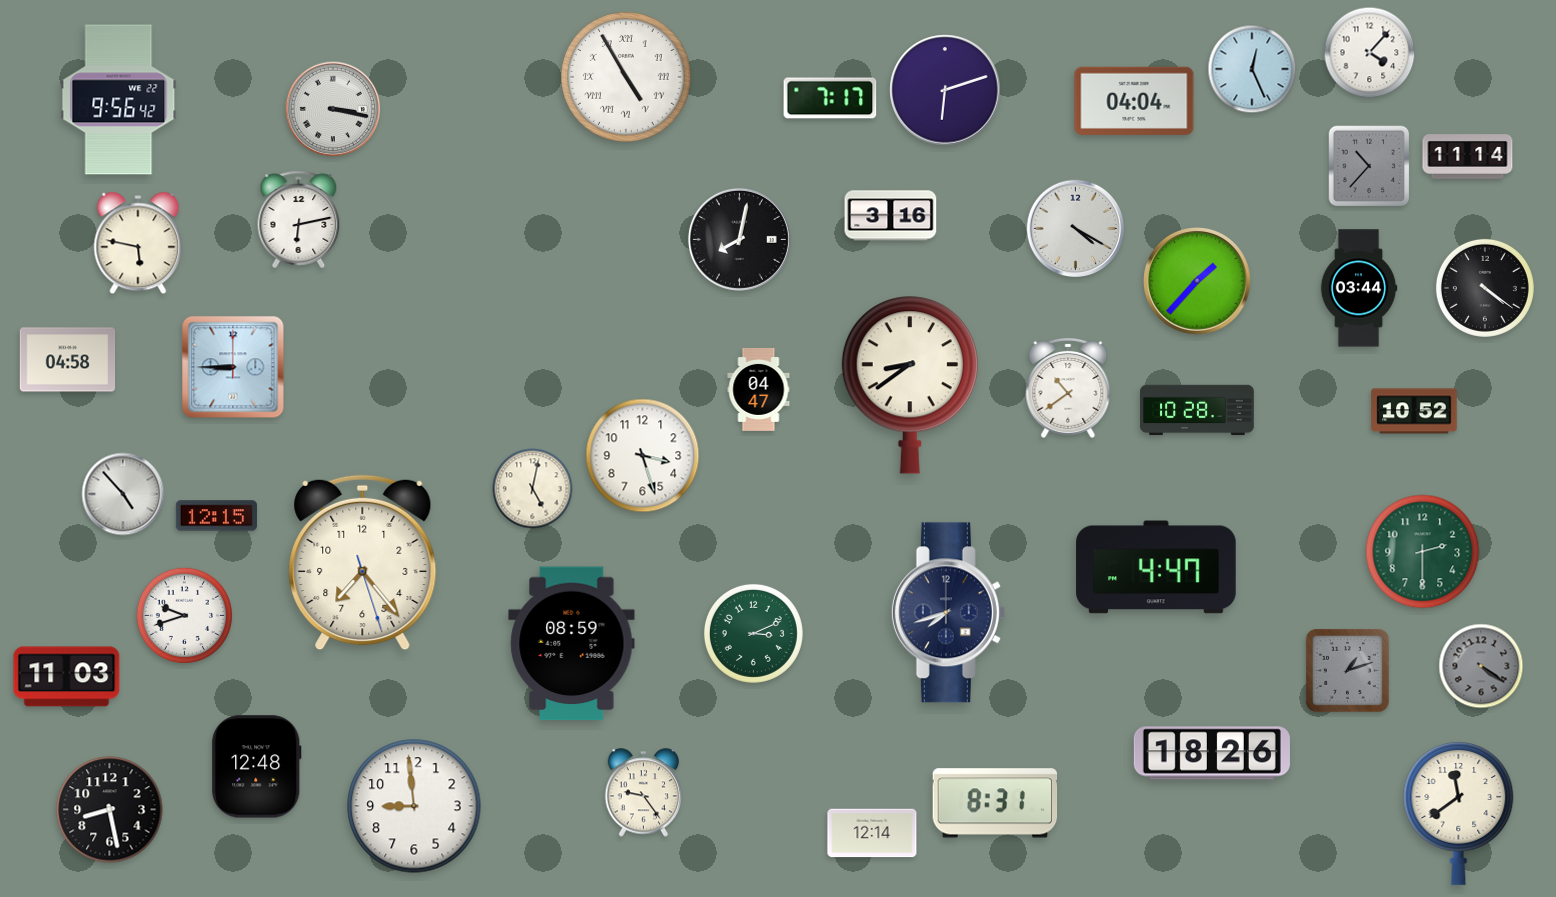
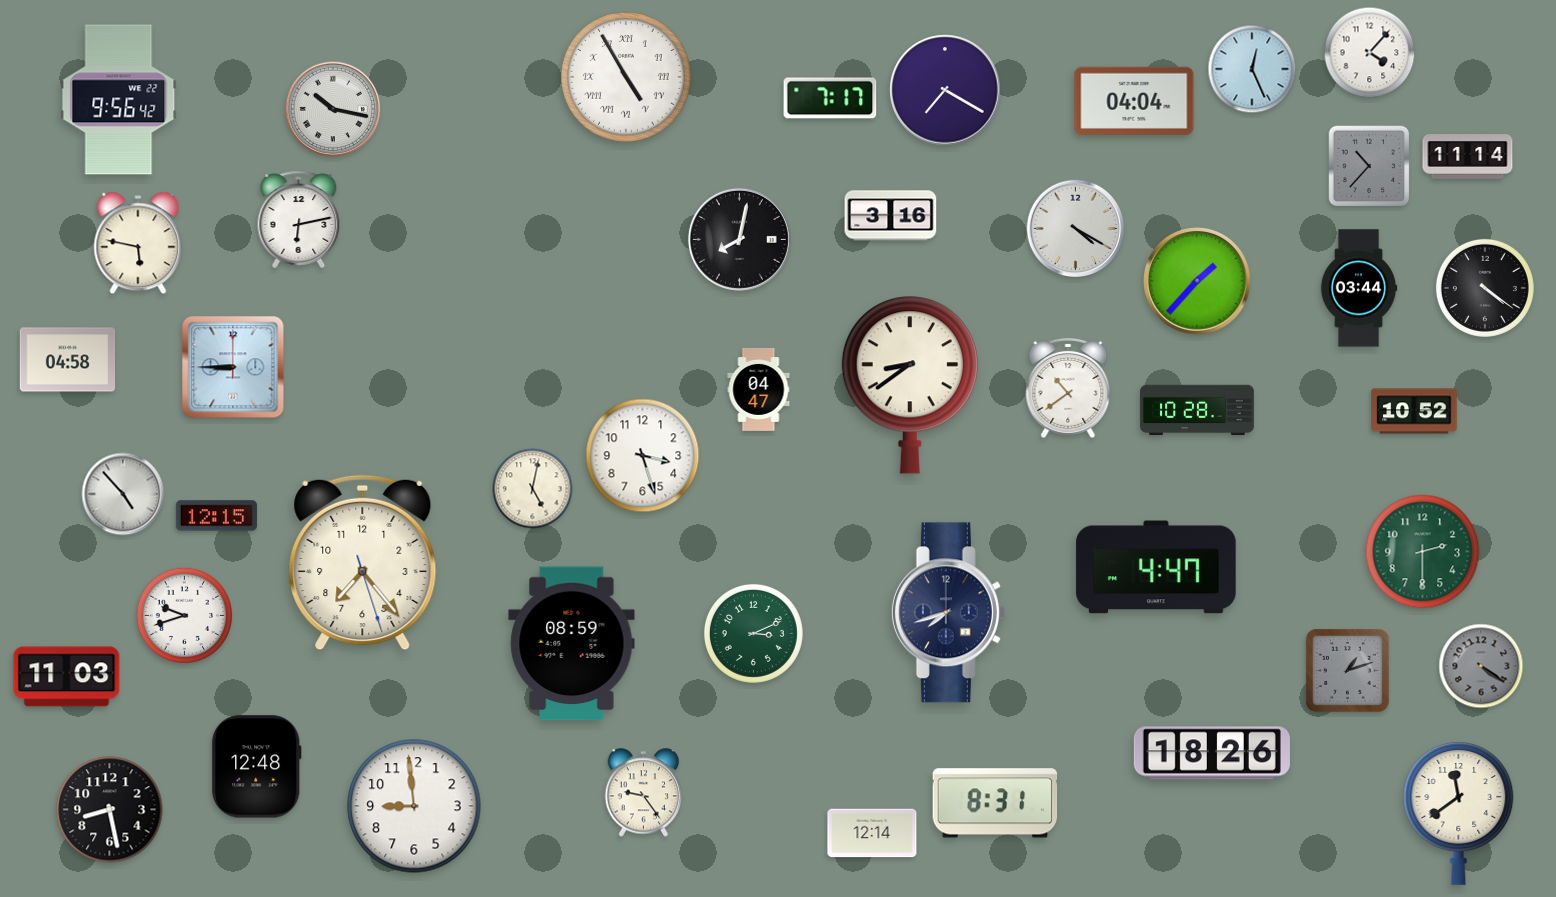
clock at (945, 90): 6:12 -> 7:20
clock at (333, 109): 3:17 -> 10:17
